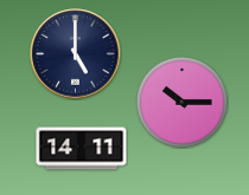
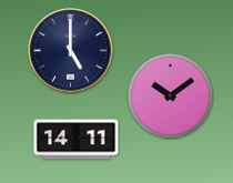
clock at (183, 103): 10:15 -> 10:09
